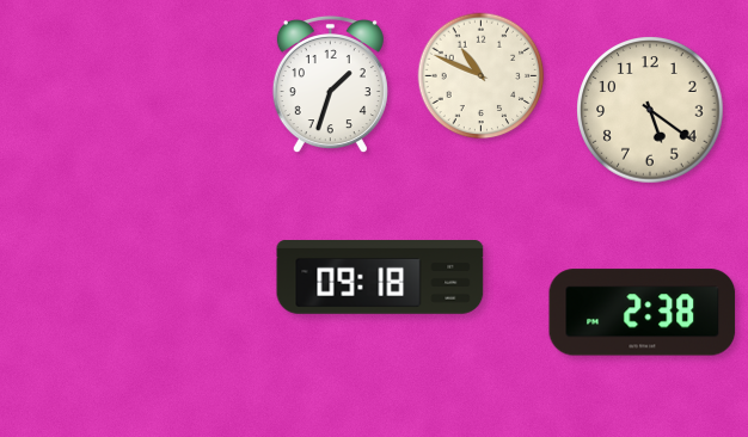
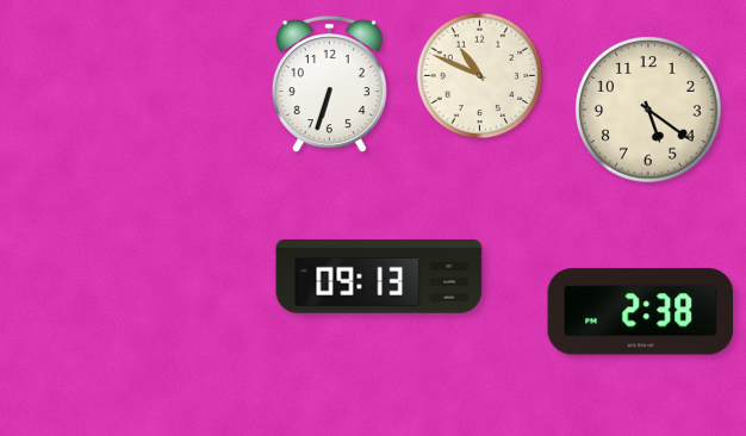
clock at (330, 85): 1:33 -> 6:33
clock at (380, 278): 09:18 -> 09:13
